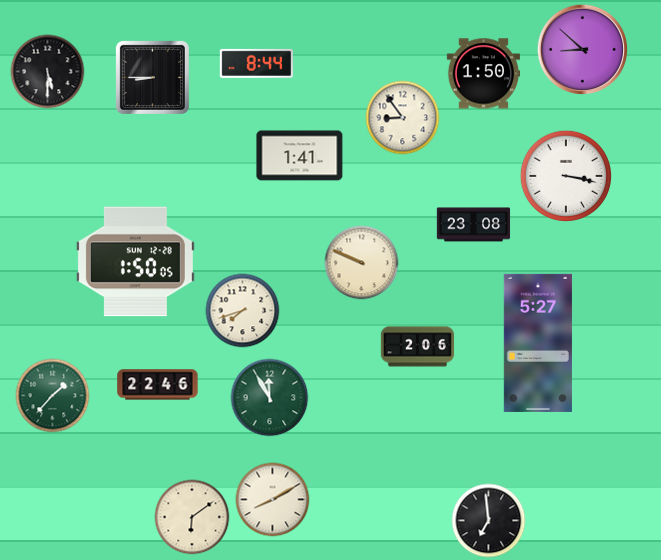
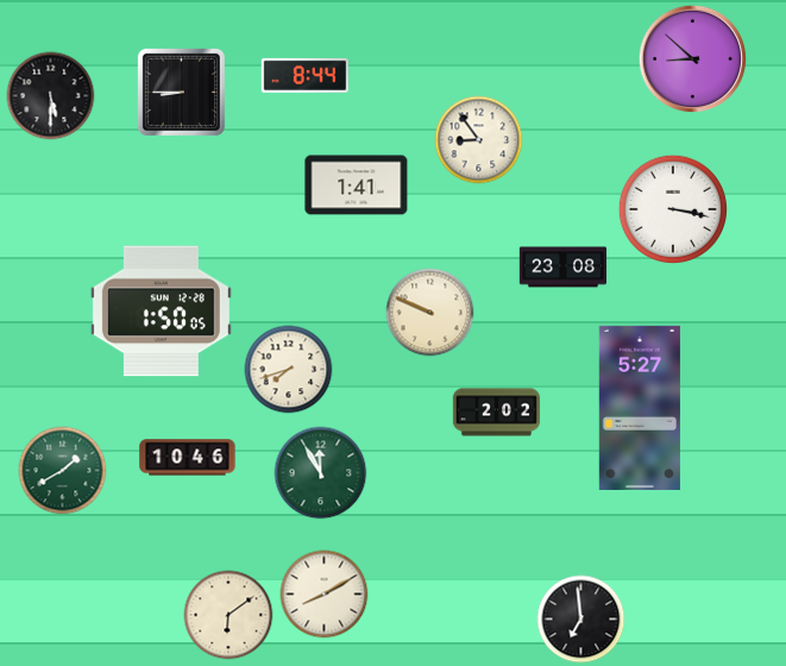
clock at (48, 72) position: (48, 72) -> (51, 96)
clock at (483, 74): 1:50 -> none
clock at (418, 347): 2:06 -> 2:02
clock at (158, 385): 22:46 -> 10:46
clock at (53, 396): 1:37 -> 1:40
